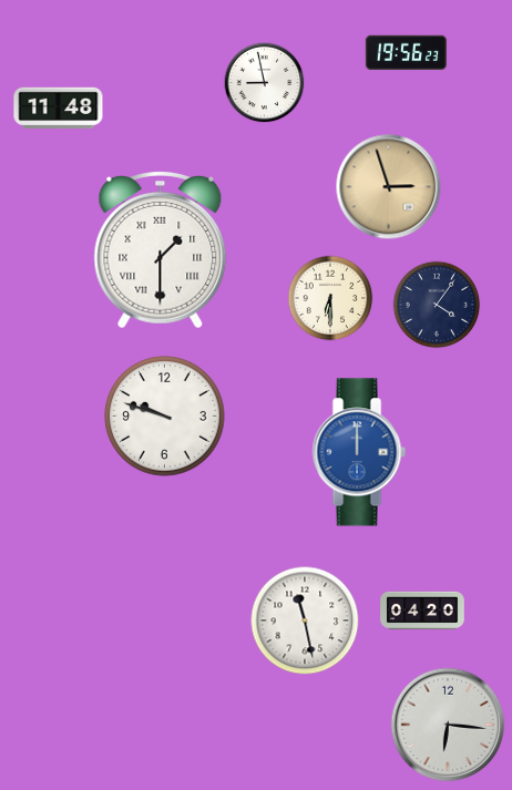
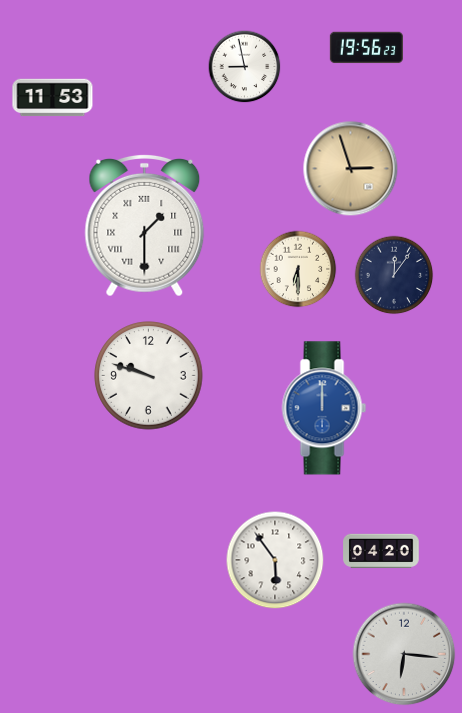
clock at (265, 83) position: (265, 83) -> (245, 67)
clock at (59, 109): 11:48 -> 11:53
clock at (437, 305): 4:06 -> 12:06
clock at (305, 620): 11:28 -> 5:54
